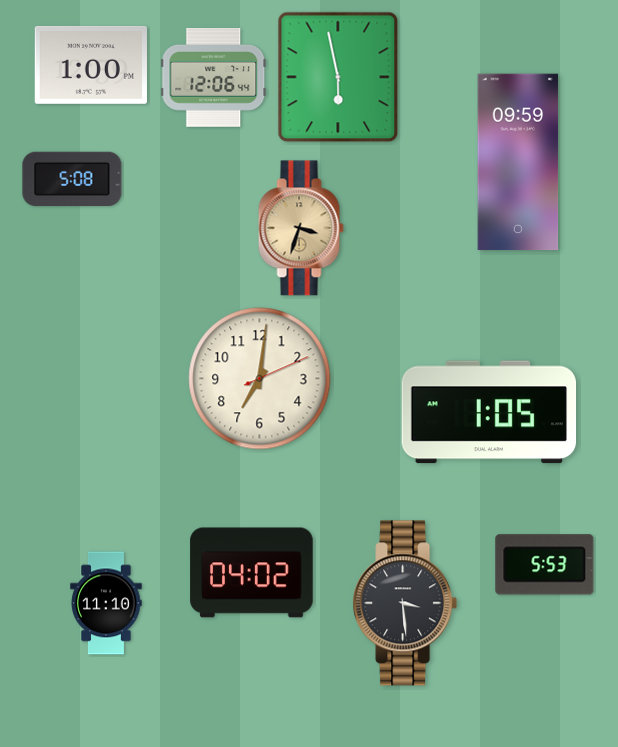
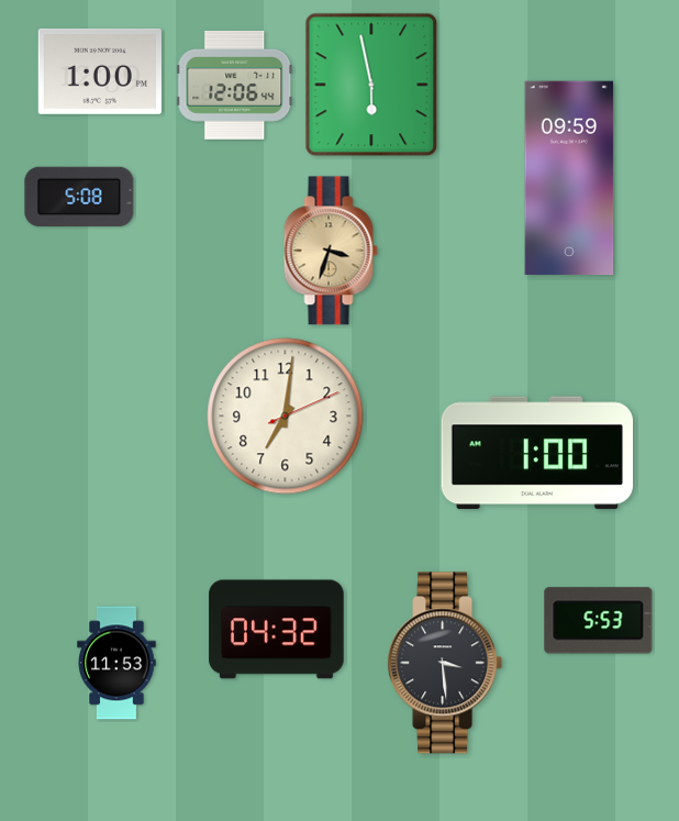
clock at (489, 412): 1:05 -> 1:00
clock at (252, 573): 04:02 -> 04:32
clock at (106, 603): 11:10 -> 11:53
